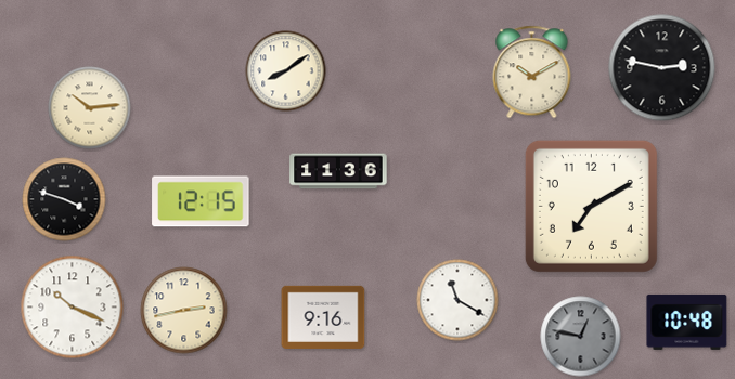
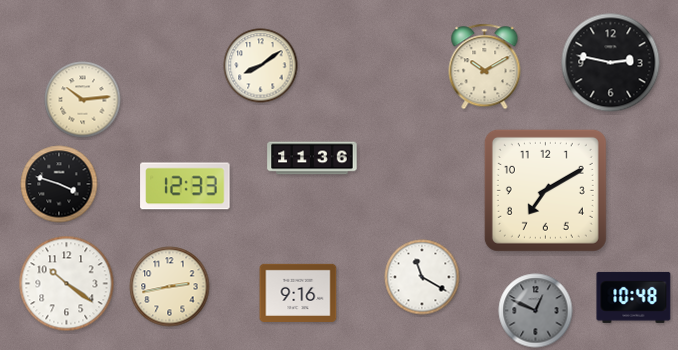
clock at (286, 71) position: (286, 71) -> (261, 66)
clock at (532, 73) position: (532, 73) -> (485, 67)
clock at (201, 201): 12:15 -> 12:33
clock at (73, 308): 10:19 -> 10:21
clock at (581, 337): 12:47 -> 12:49
